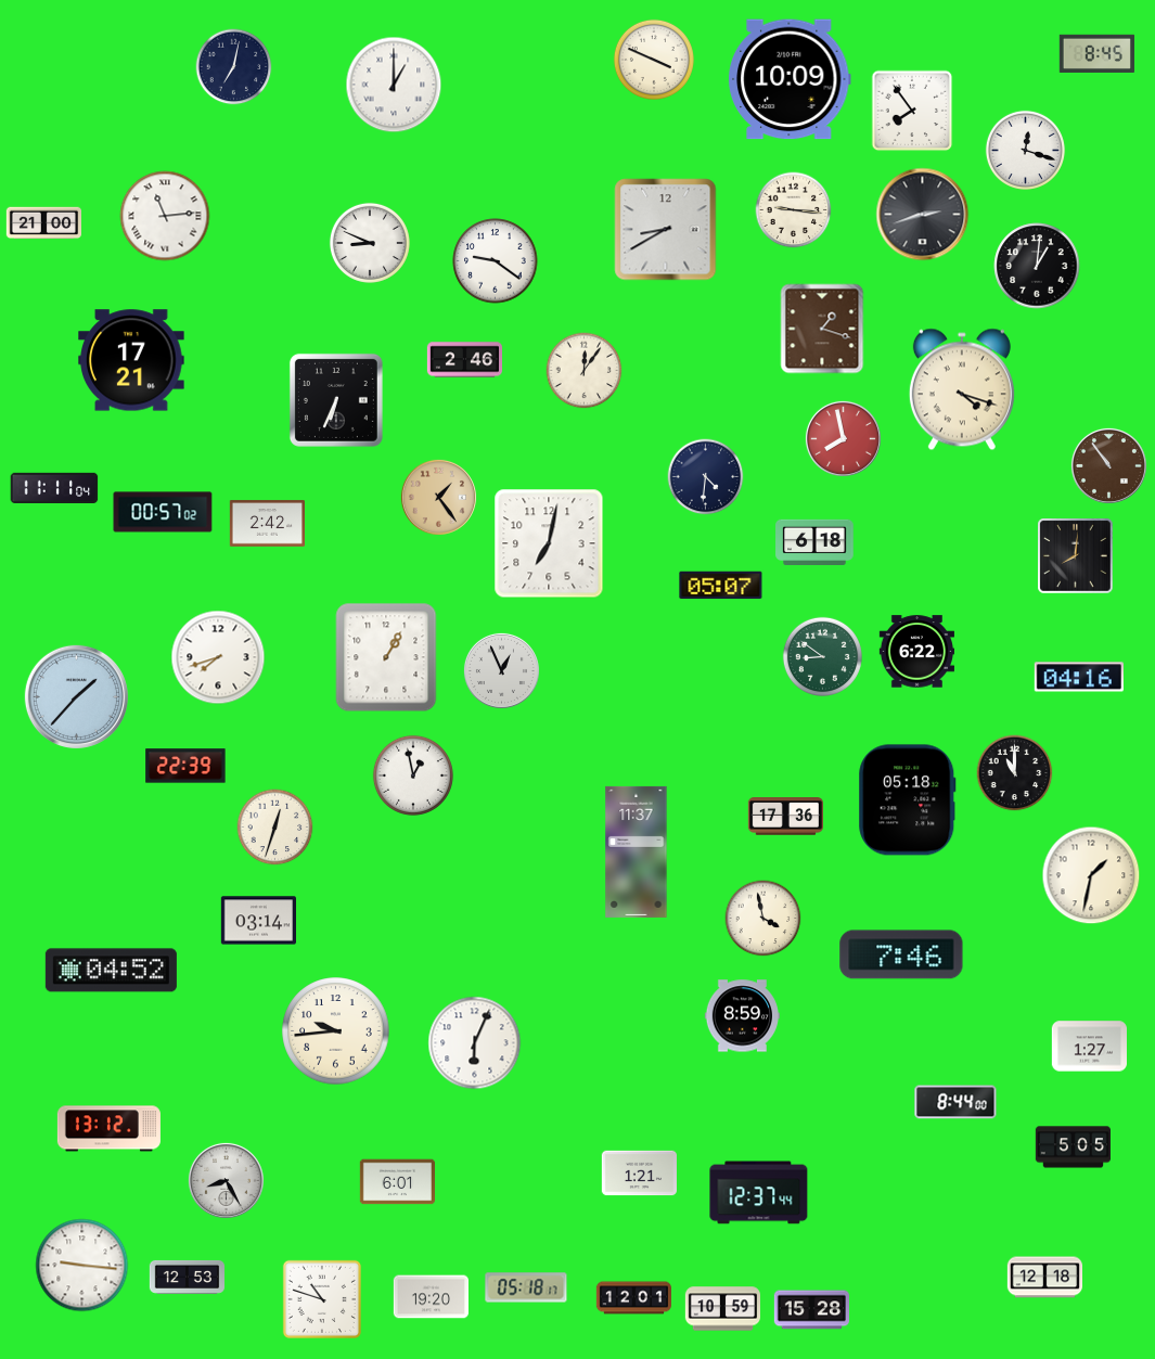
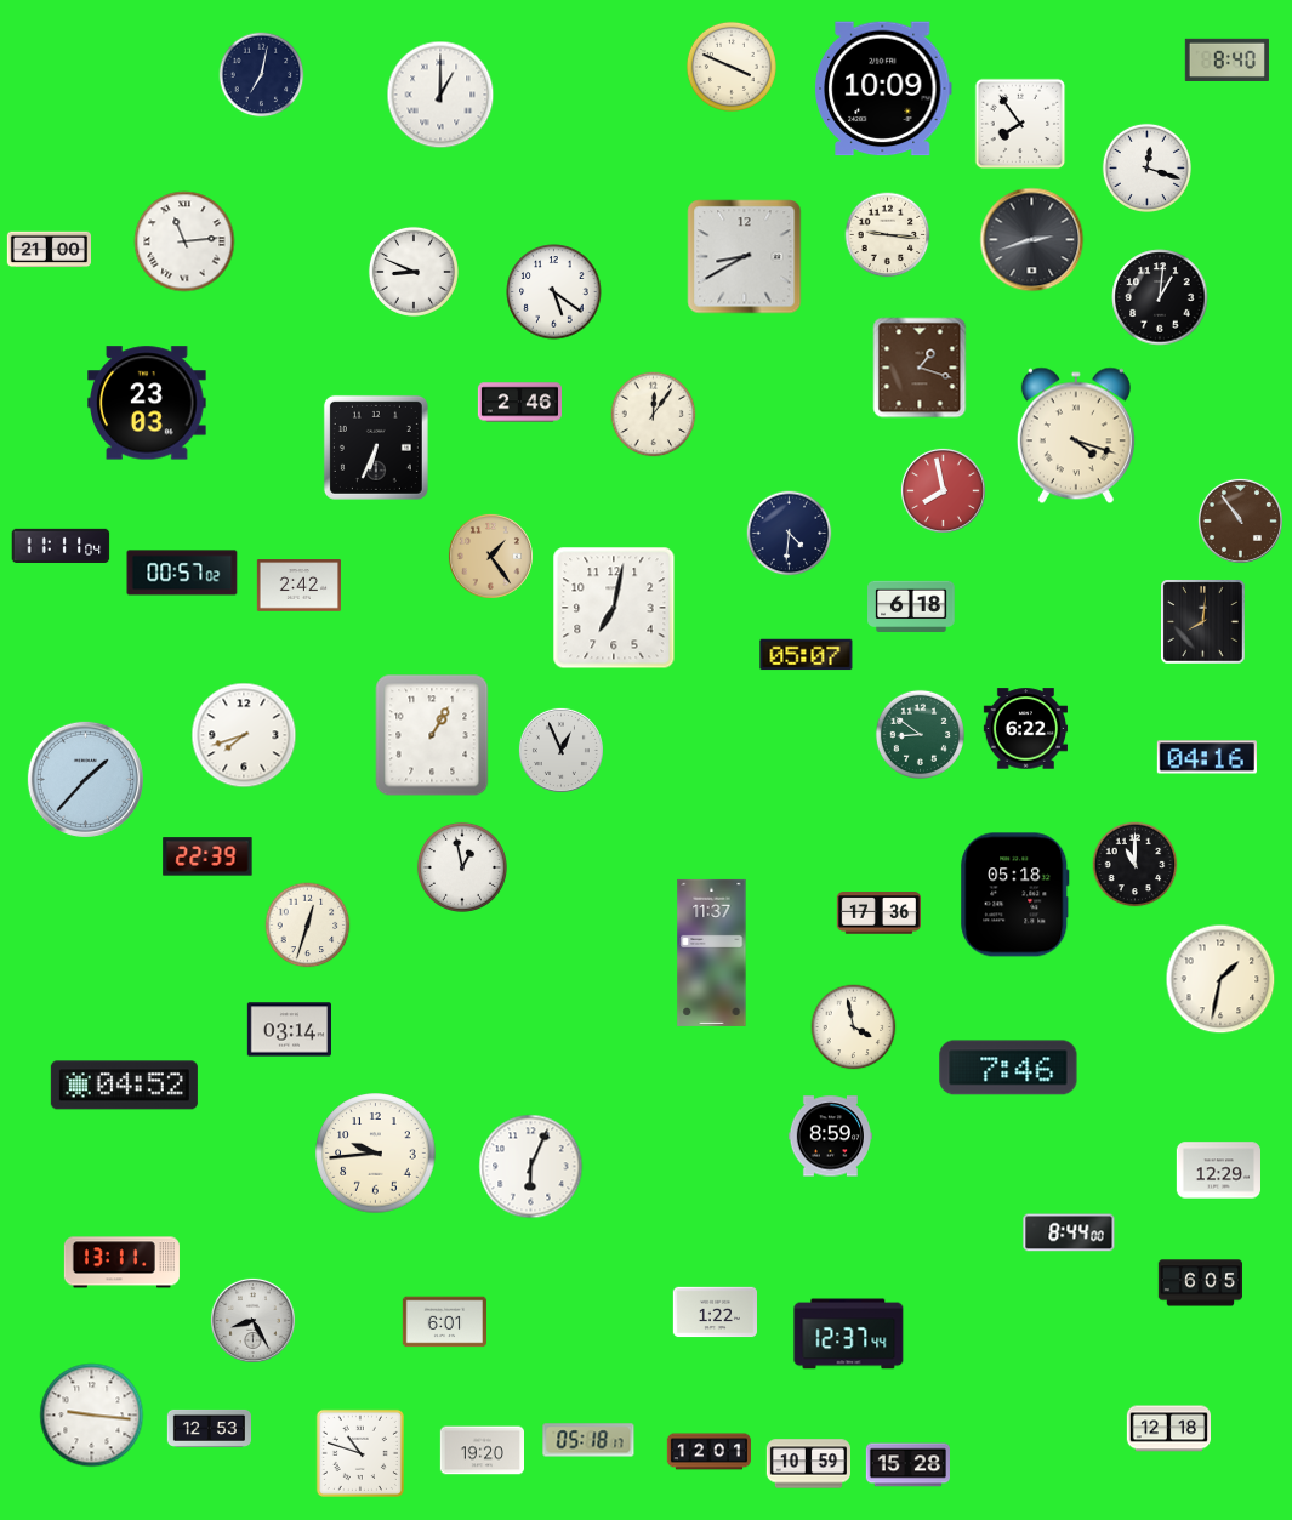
clock at (1096, 53): 8:45 -> 8:40
clock at (496, 261): 9:21 -> 5:21
clock at (131, 360): 17:21 -> 23:03
clock at (1089, 1047): 1:27 -> 12:29
clock at (108, 1129): 13:12 -> 13:11
clock at (1073, 1148): 5:05 -> 6:05
clock at (639, 1174): 1:21 -> 1:22
